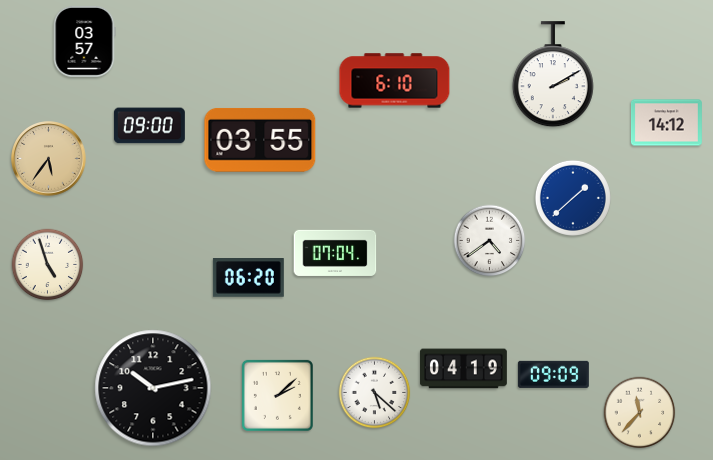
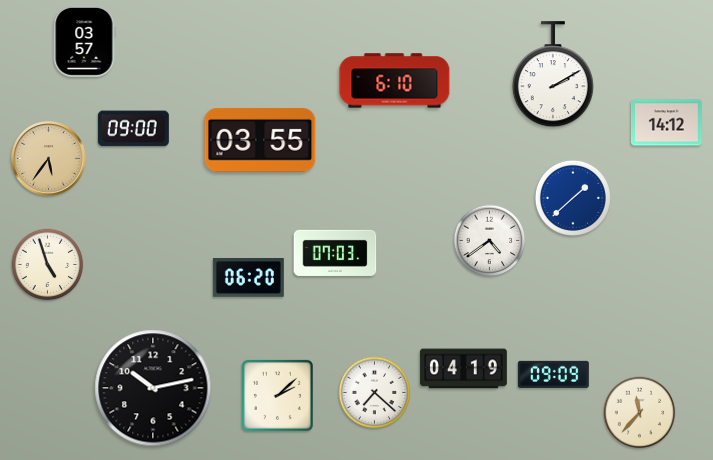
clock at (149, 126) position: (149, 126) -> (133, 129)
clock at (335, 253): 07:04 -> 07:03
clock at (375, 393): 5:22 -> 7:22
